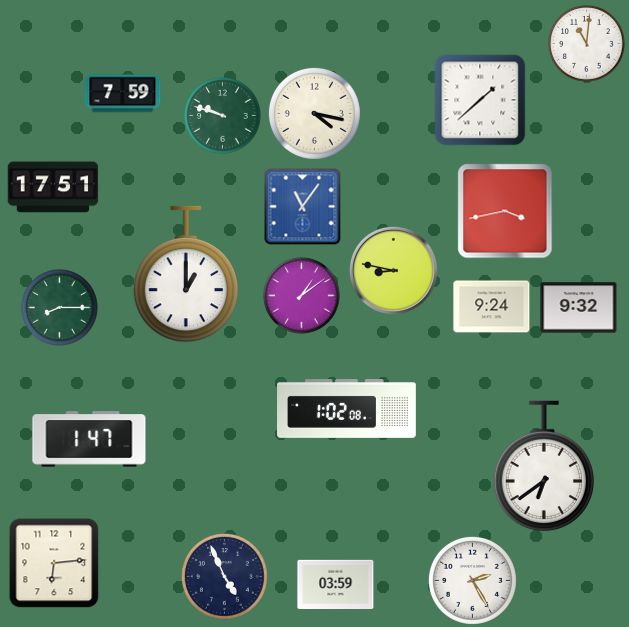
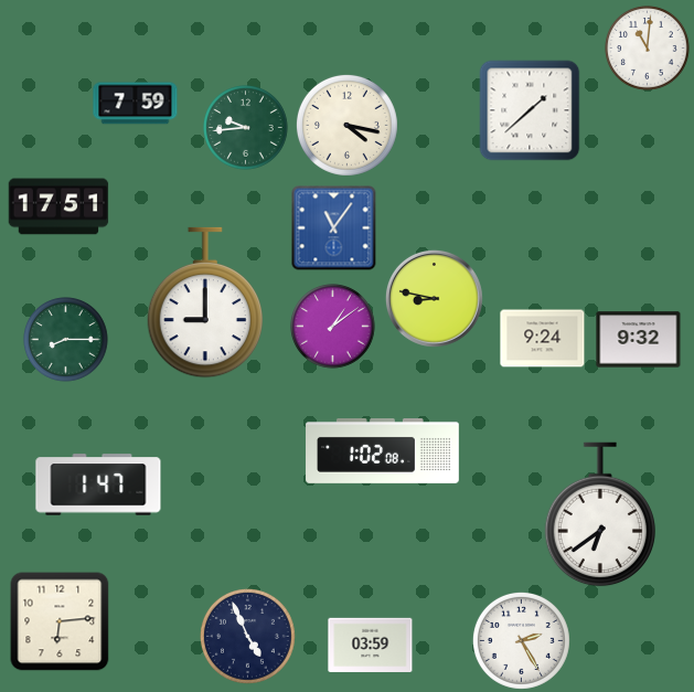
clock at (223, 116): 9:48 -> 9:44
clock at (505, 211): 3:43 -> none
clock at (185, 274): 1:00 -> 9:00
